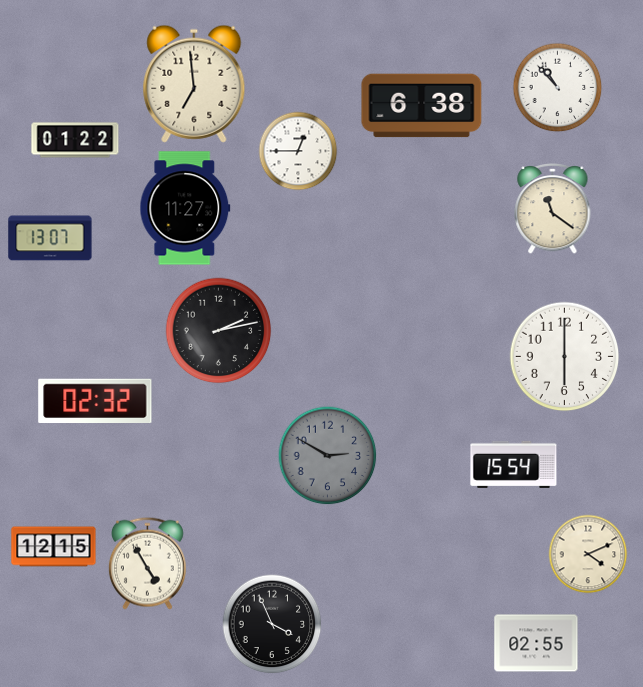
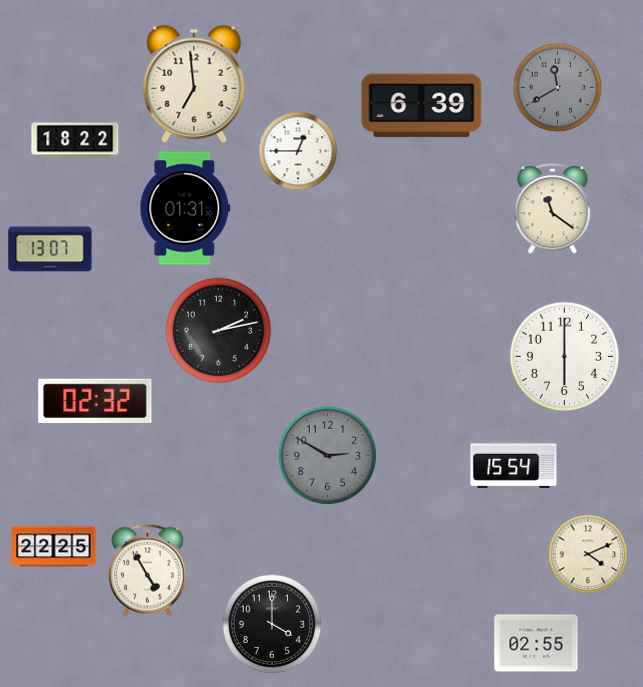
clock at (558, 88): 10:53 -> 11:40
clock at (558, 88) dial: white -> grey
clock at (422, 106): 6:38 -> 6:39
clock at (75, 140): 01:22 -> 18:22
clock at (185, 208): 11:27 -> 01:31
clock at (50, 238) position: (50, 238) -> (50, 249)
clock at (54, 547): 12:15 -> 22:25
clock at (147, 563) position: (147, 563) -> (147, 570)
clock at (272, 624): 3:56 -> 4:00
